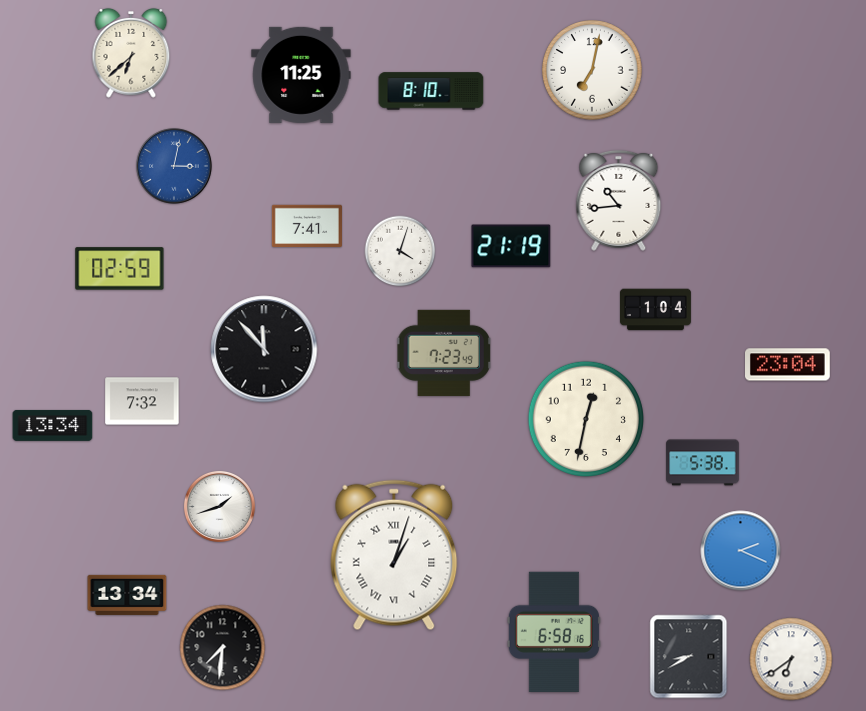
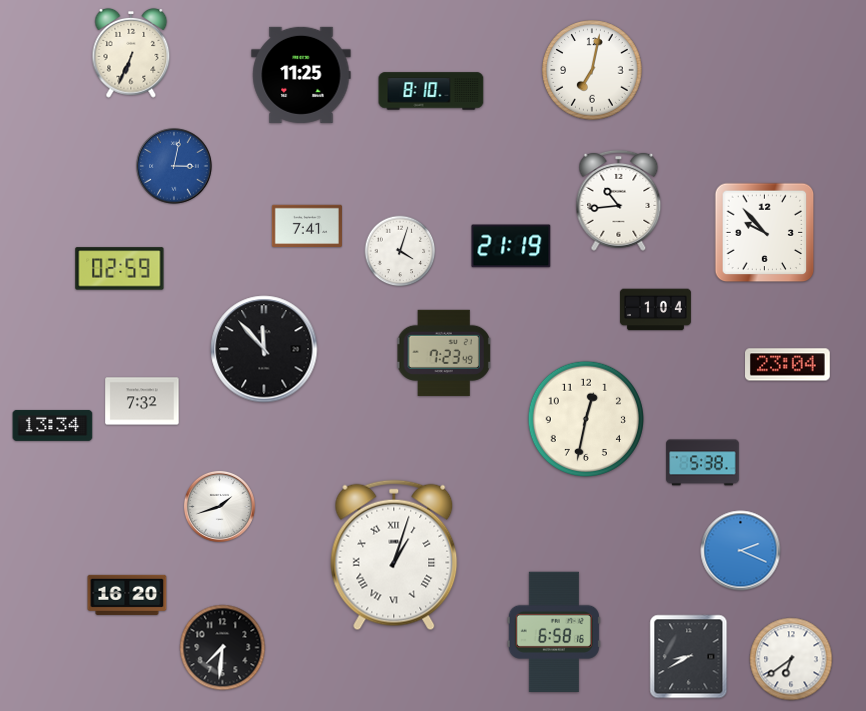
clock at (131, 53): 6:38 -> 6:34
clock at (765, 233): none -> 9:53
clock at (127, 595): 13:34 -> 16:20
